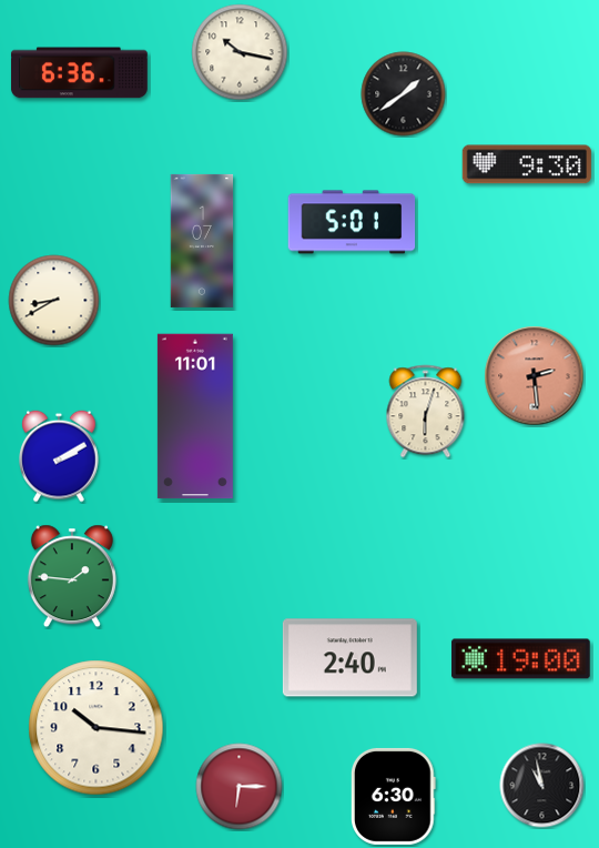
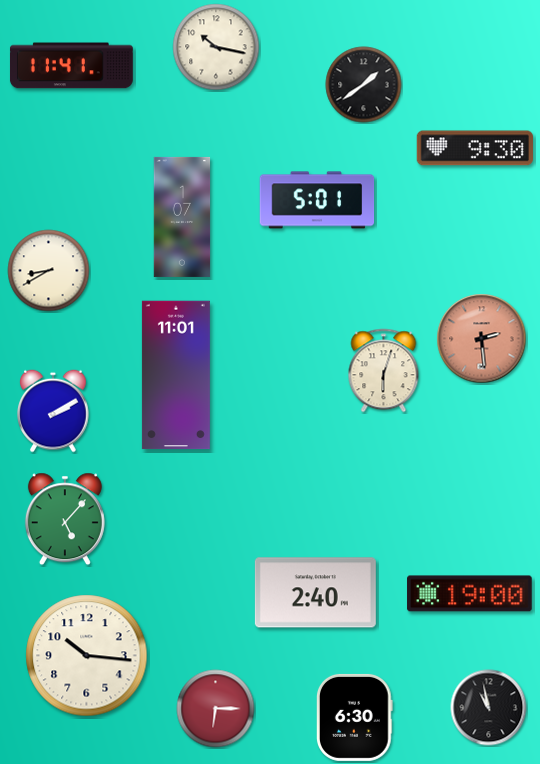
clock at (79, 73): 6:36 -> 11:41
clock at (72, 576): 1:46 -> 5:07
